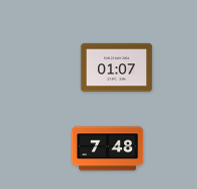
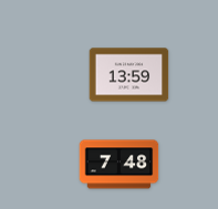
clock at (117, 68): 01:07 -> 13:59
